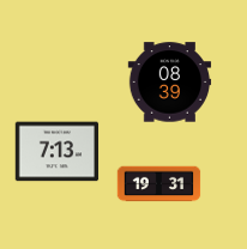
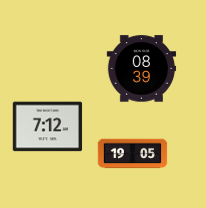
clock at (58, 152): 7:13 -> 7:12
clock at (159, 184): 19:31 -> 19:05
